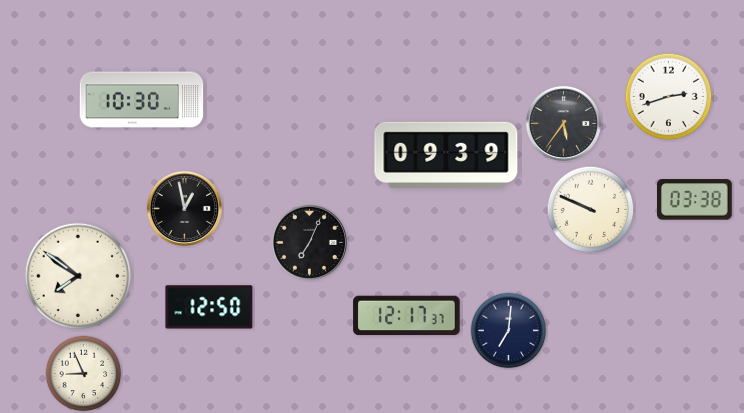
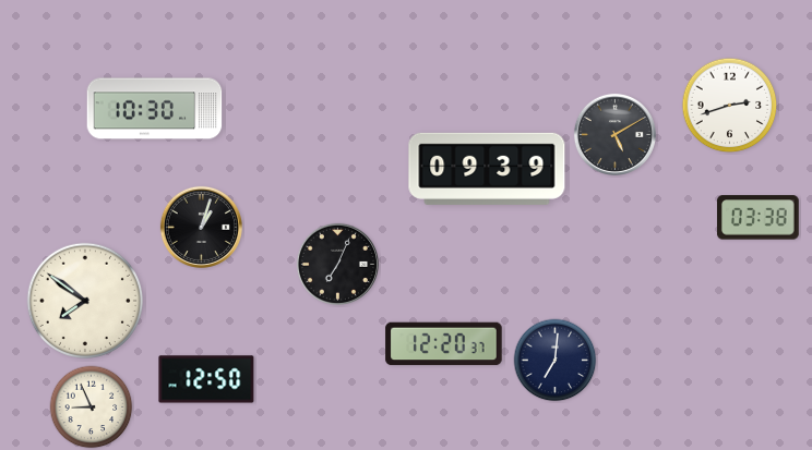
clock at (563, 123): 5:36 -> 5:10
clock at (184, 208): 12:58 -> 1:03
clock at (591, 210): 9:49 -> none
clock at (209, 307) position: (209, 307) -> (206, 379)
clock at (407, 316): 12:17 -> 12:20
